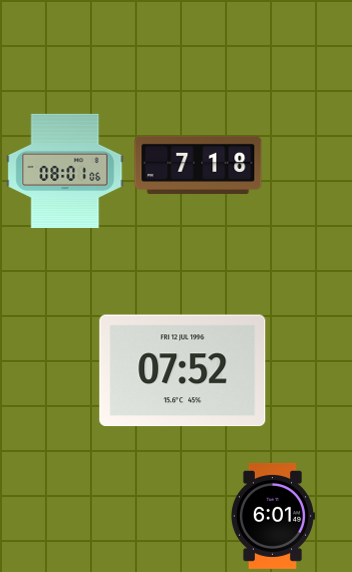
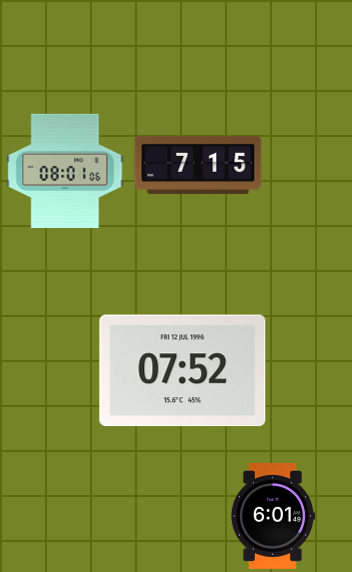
clock at (198, 165): 7:18 -> 7:15
